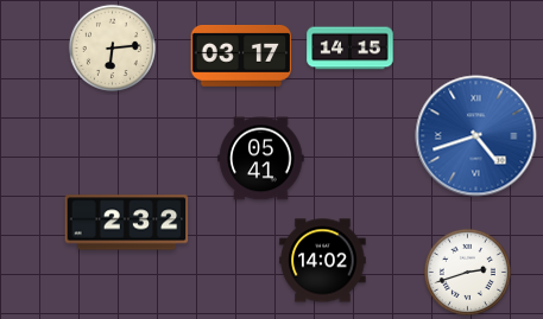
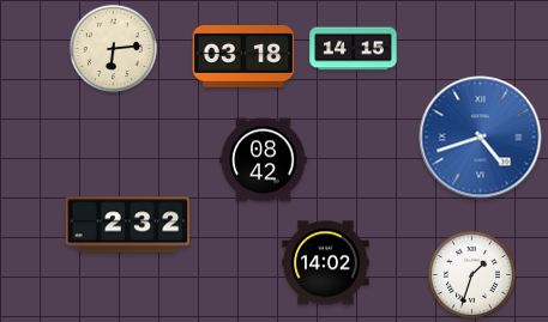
clock at (241, 57): 03:17 -> 03:18
clock at (261, 159): 05:41 -> 08:42
clock at (467, 272): 2:42 -> 1:33
